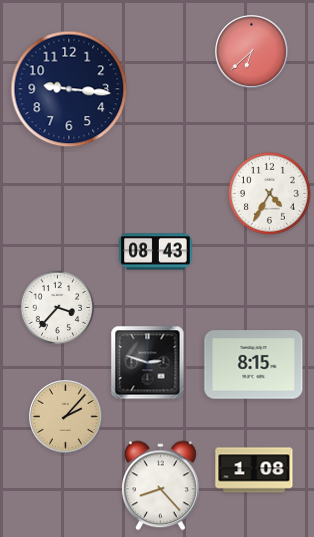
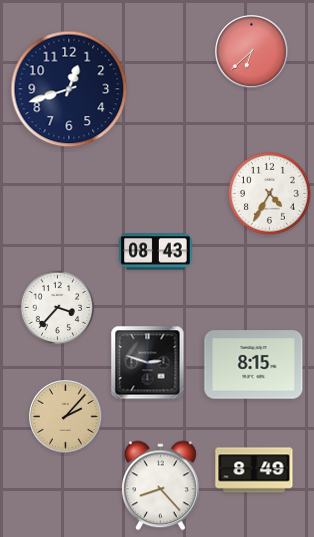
clock at (69, 89): 9:16 -> 12:42
clock at (254, 470): 1:08 -> 8:49
